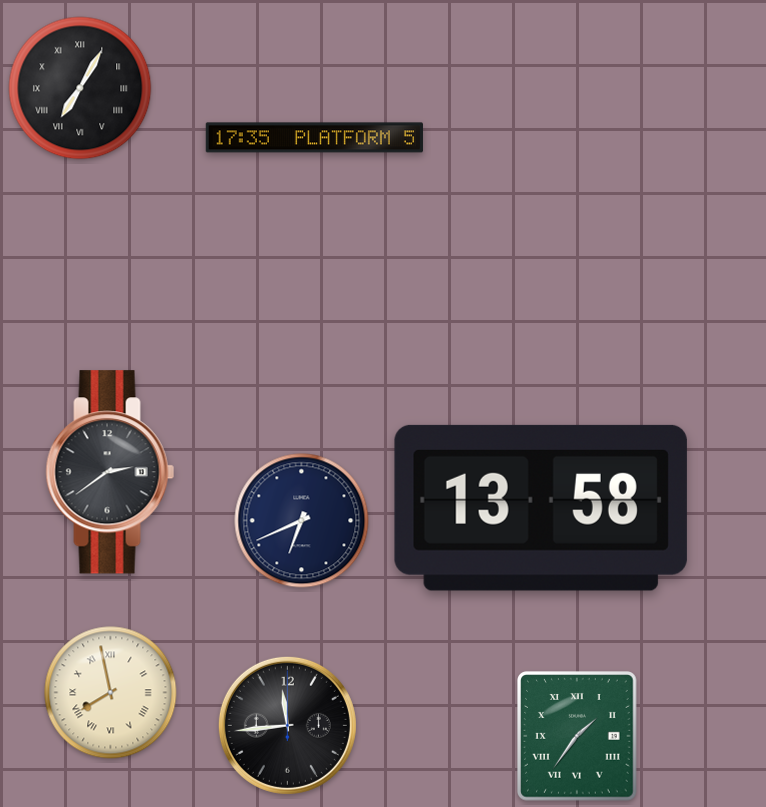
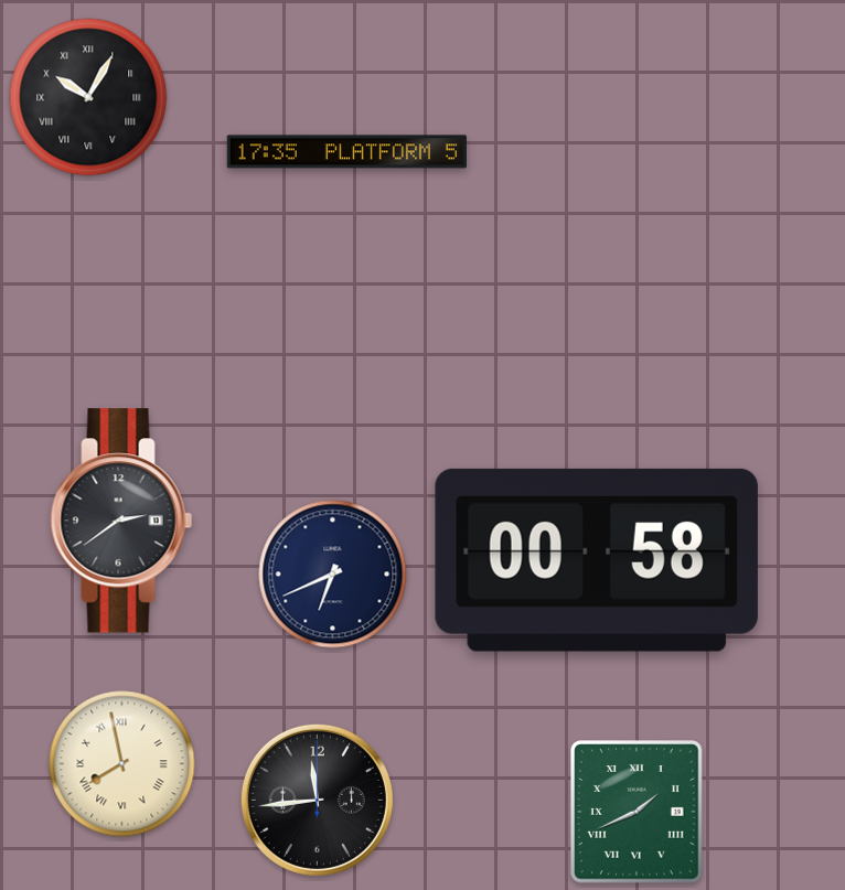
clock at (80, 88): 7:05 -> 10:05
clock at (541, 508): 13:58 -> 00:58
clock at (578, 736): 1:36 -> 1:41
